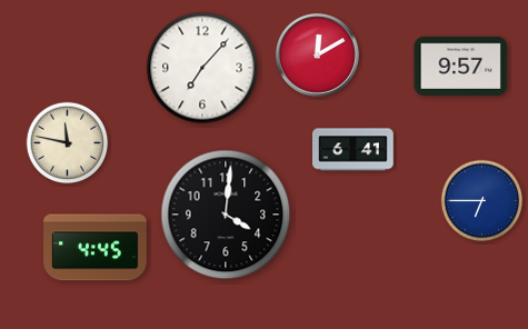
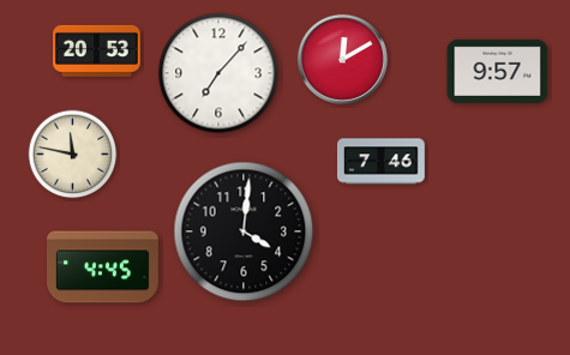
clock at (97, 50): none -> 20:53
clock at (353, 150): 6:41 -> 7:46
clock at (482, 201): 6:45 -> none
